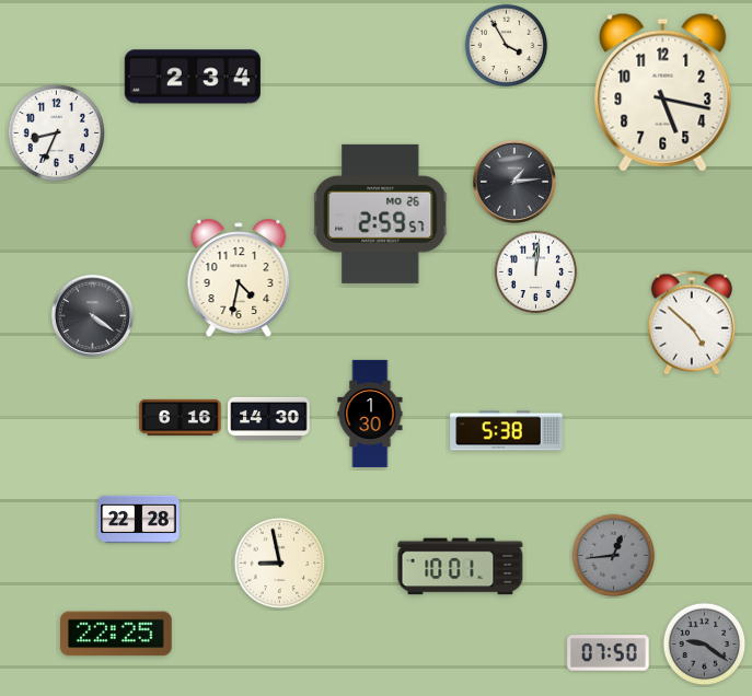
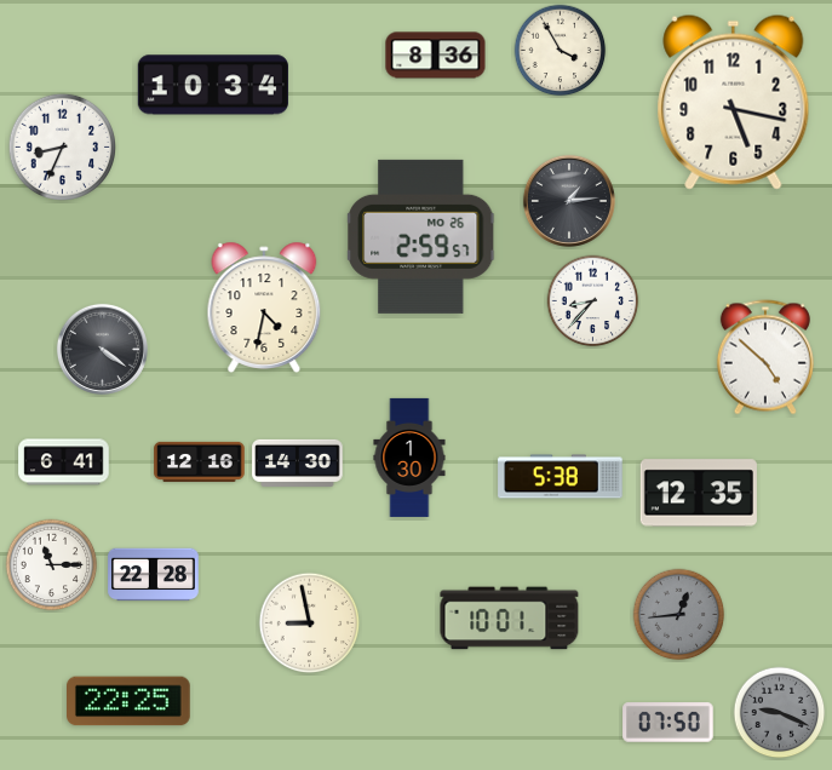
clock at (436, 56): none -> 8:36
clock at (193, 77): 2:34 -> 10:34
clock at (536, 272): 12:01 -> 8:37
clock at (181, 417): 6:16 -> 12:16
clock at (64, 462): none -> 6:41
clock at (699, 493): none -> 12:35
clock at (52, 565): none -> 11:15
clock at (461, 567) position: (461, 567) -> (510, 619)
clock at (705, 645): 9:21 -> 9:19
clock at (609, 653) position: (609, 653) -> (669, 723)
